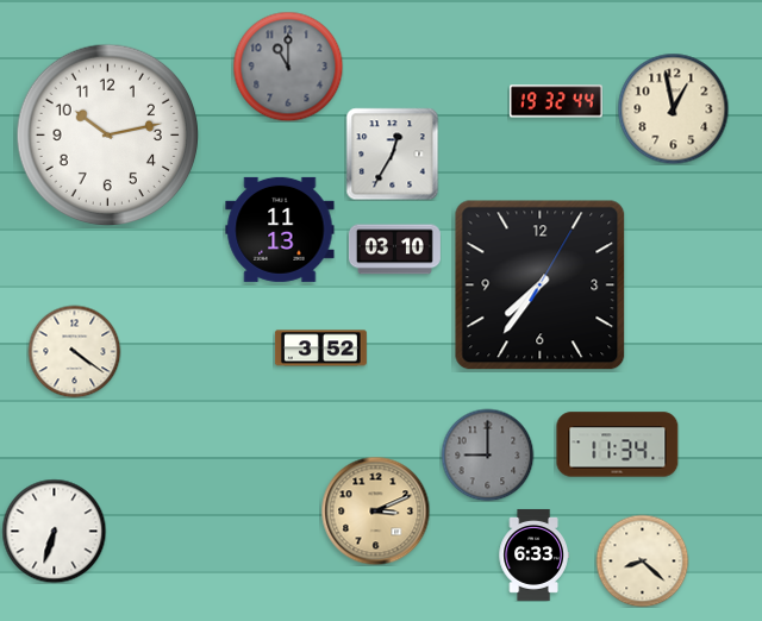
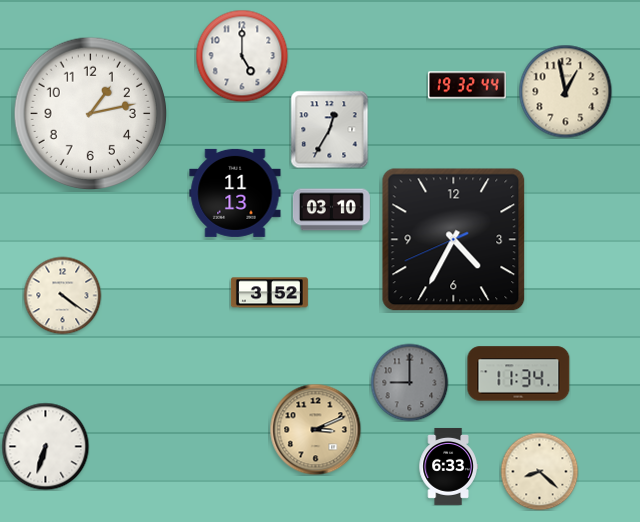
clock at (288, 67): 11:00 -> 5:00
clock at (288, 67) dial: grey -> white
clock at (108, 136): 10:13 -> 1:13
clock at (541, 286): 7:36 -> 4:34
